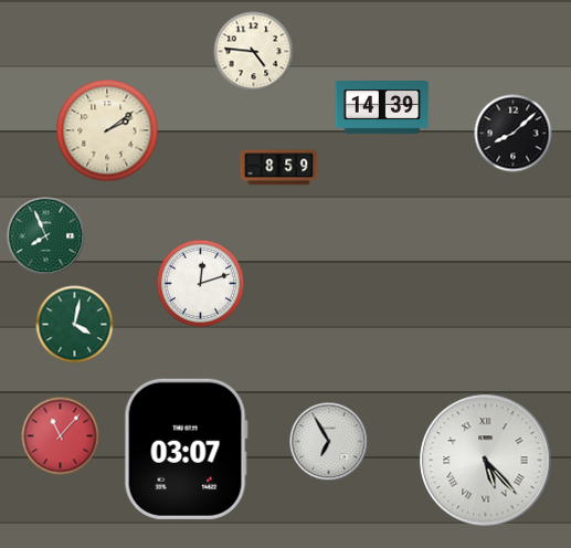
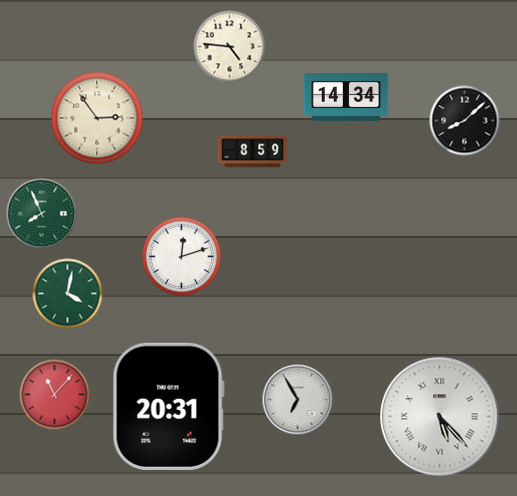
clock at (382, 108): 14:39 -> 14:34
clock at (107, 130): 2:09 -> 2:54
clock at (186, 449): 03:07 -> 20:31
